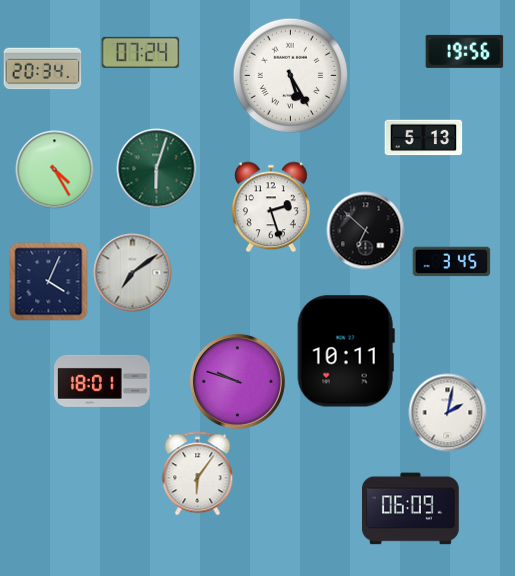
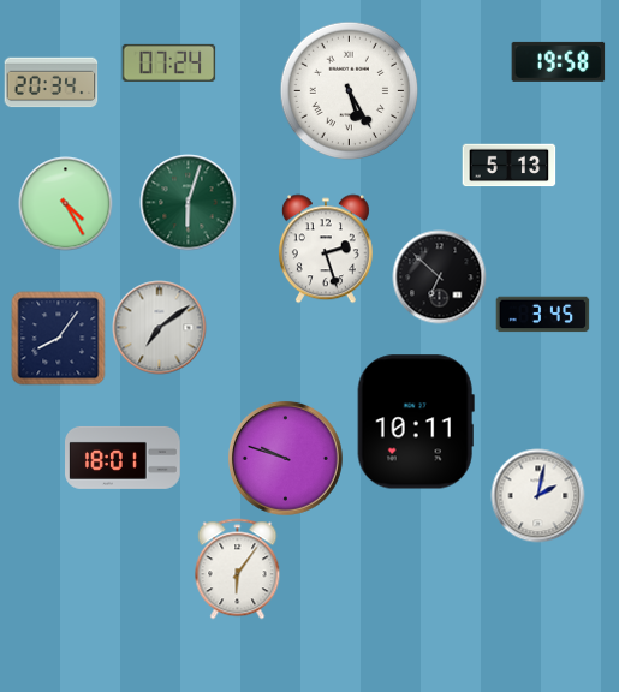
clock at (464, 51): 19:56 -> 19:58
clock at (48, 281): 4:04 -> 8:06
clock at (411, 509): 06:09 -> none
